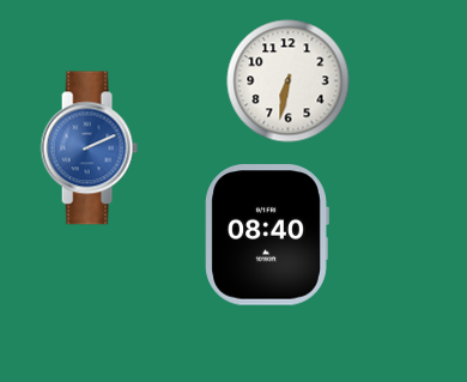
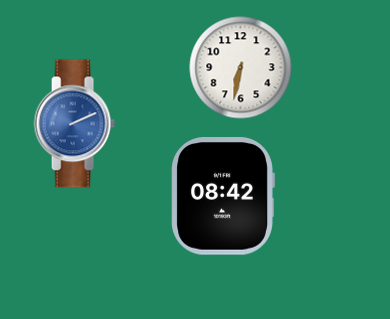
clock at (267, 235): 08:40 -> 08:42
